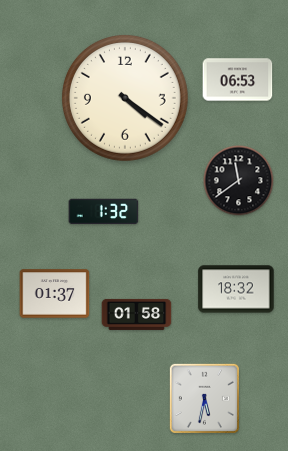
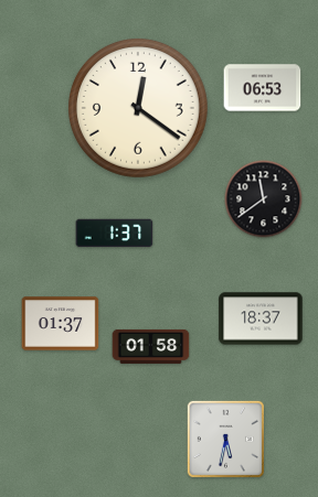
clock at (125, 98): 4:21 -> 12:21
clock at (104, 212): 1:32 -> 1:37
clock at (236, 289): 18:32 -> 18:37
